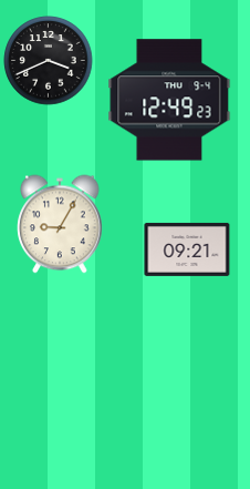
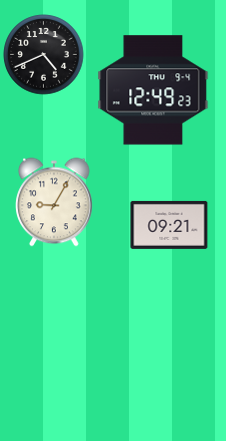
clock at (49, 61): 3:41 -> 4:41
